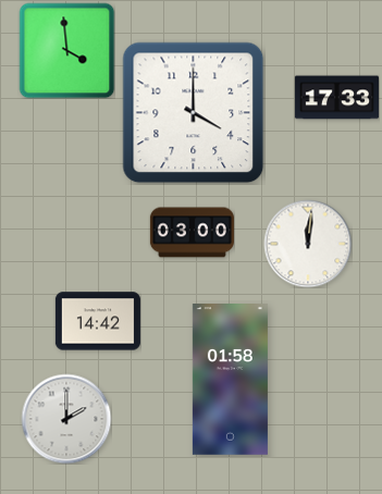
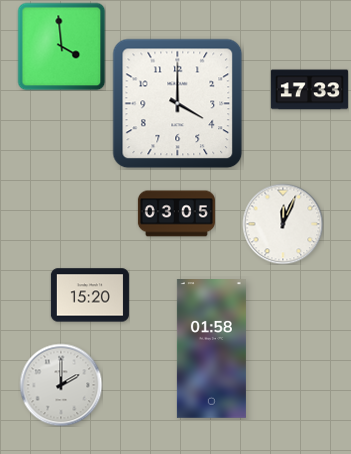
clock at (192, 233): 03:00 -> 03:05
clock at (308, 244): 12:01 -> 12:04
clock at (98, 321): 14:42 -> 15:20
